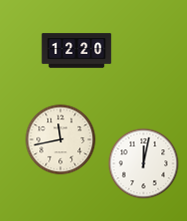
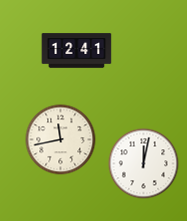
clock at (77, 51): 12:20 -> 12:41
